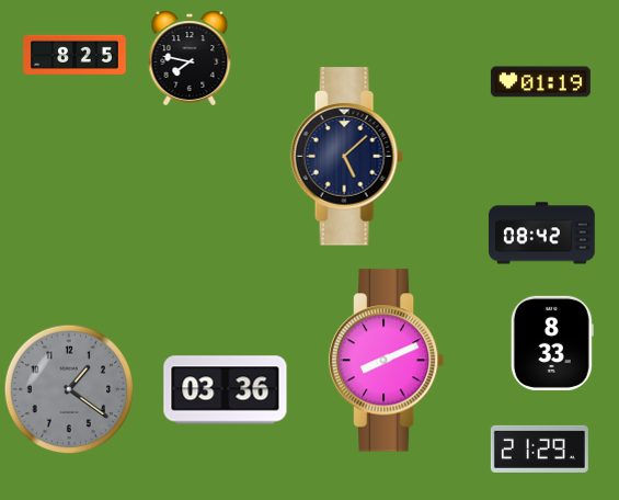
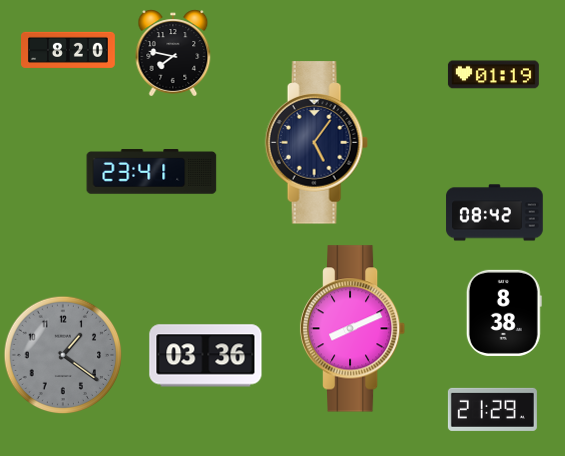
clock at (76, 55): 8:25 -> 8:20
clock at (346, 157): 5:08 -> 5:06
clock at (152, 172): none -> 23:41
clock at (552, 343): 8:33 -> 8:38
